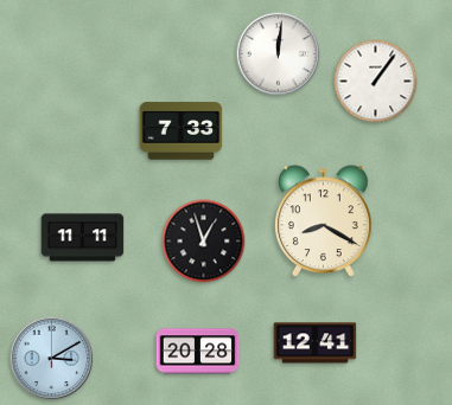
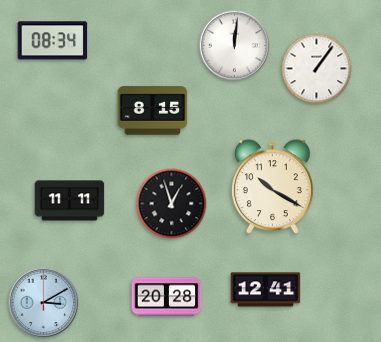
clock at (53, 41): none -> 08:34
clock at (182, 131): 7:33 -> 8:15
clock at (323, 221): 8:20 -> 10:20
